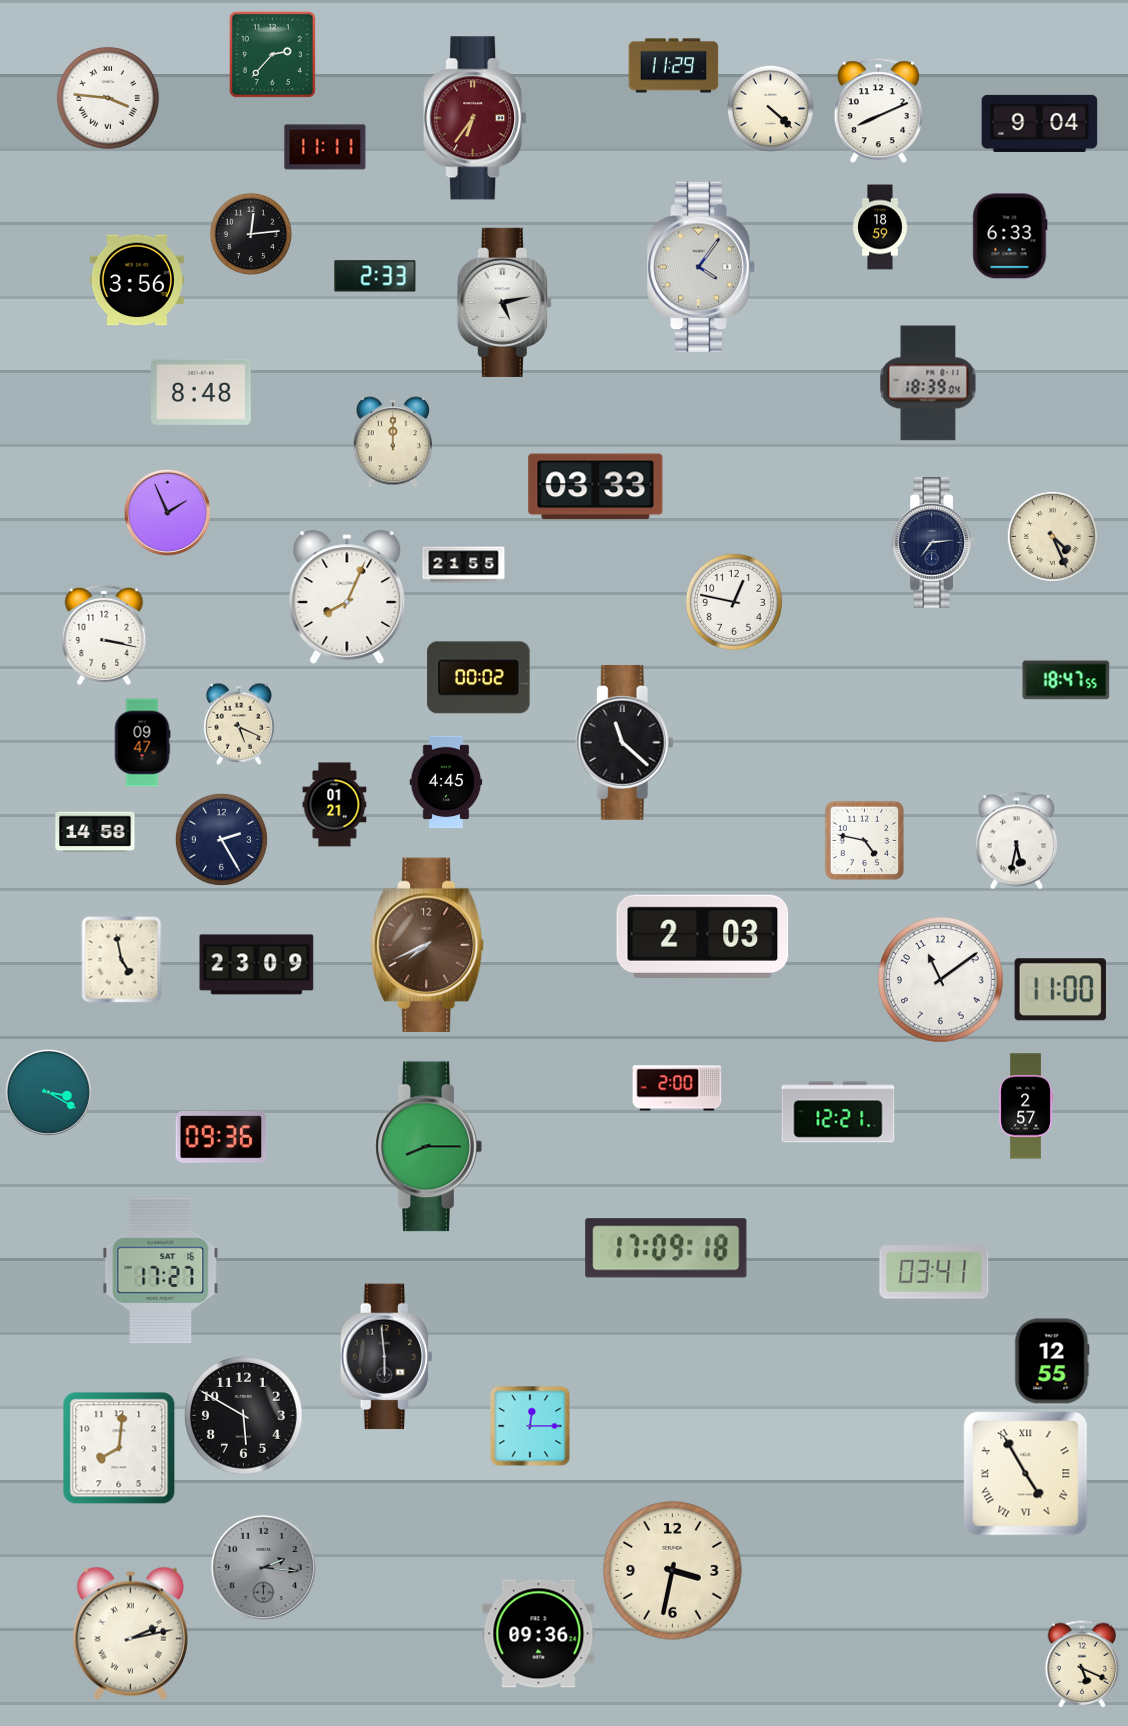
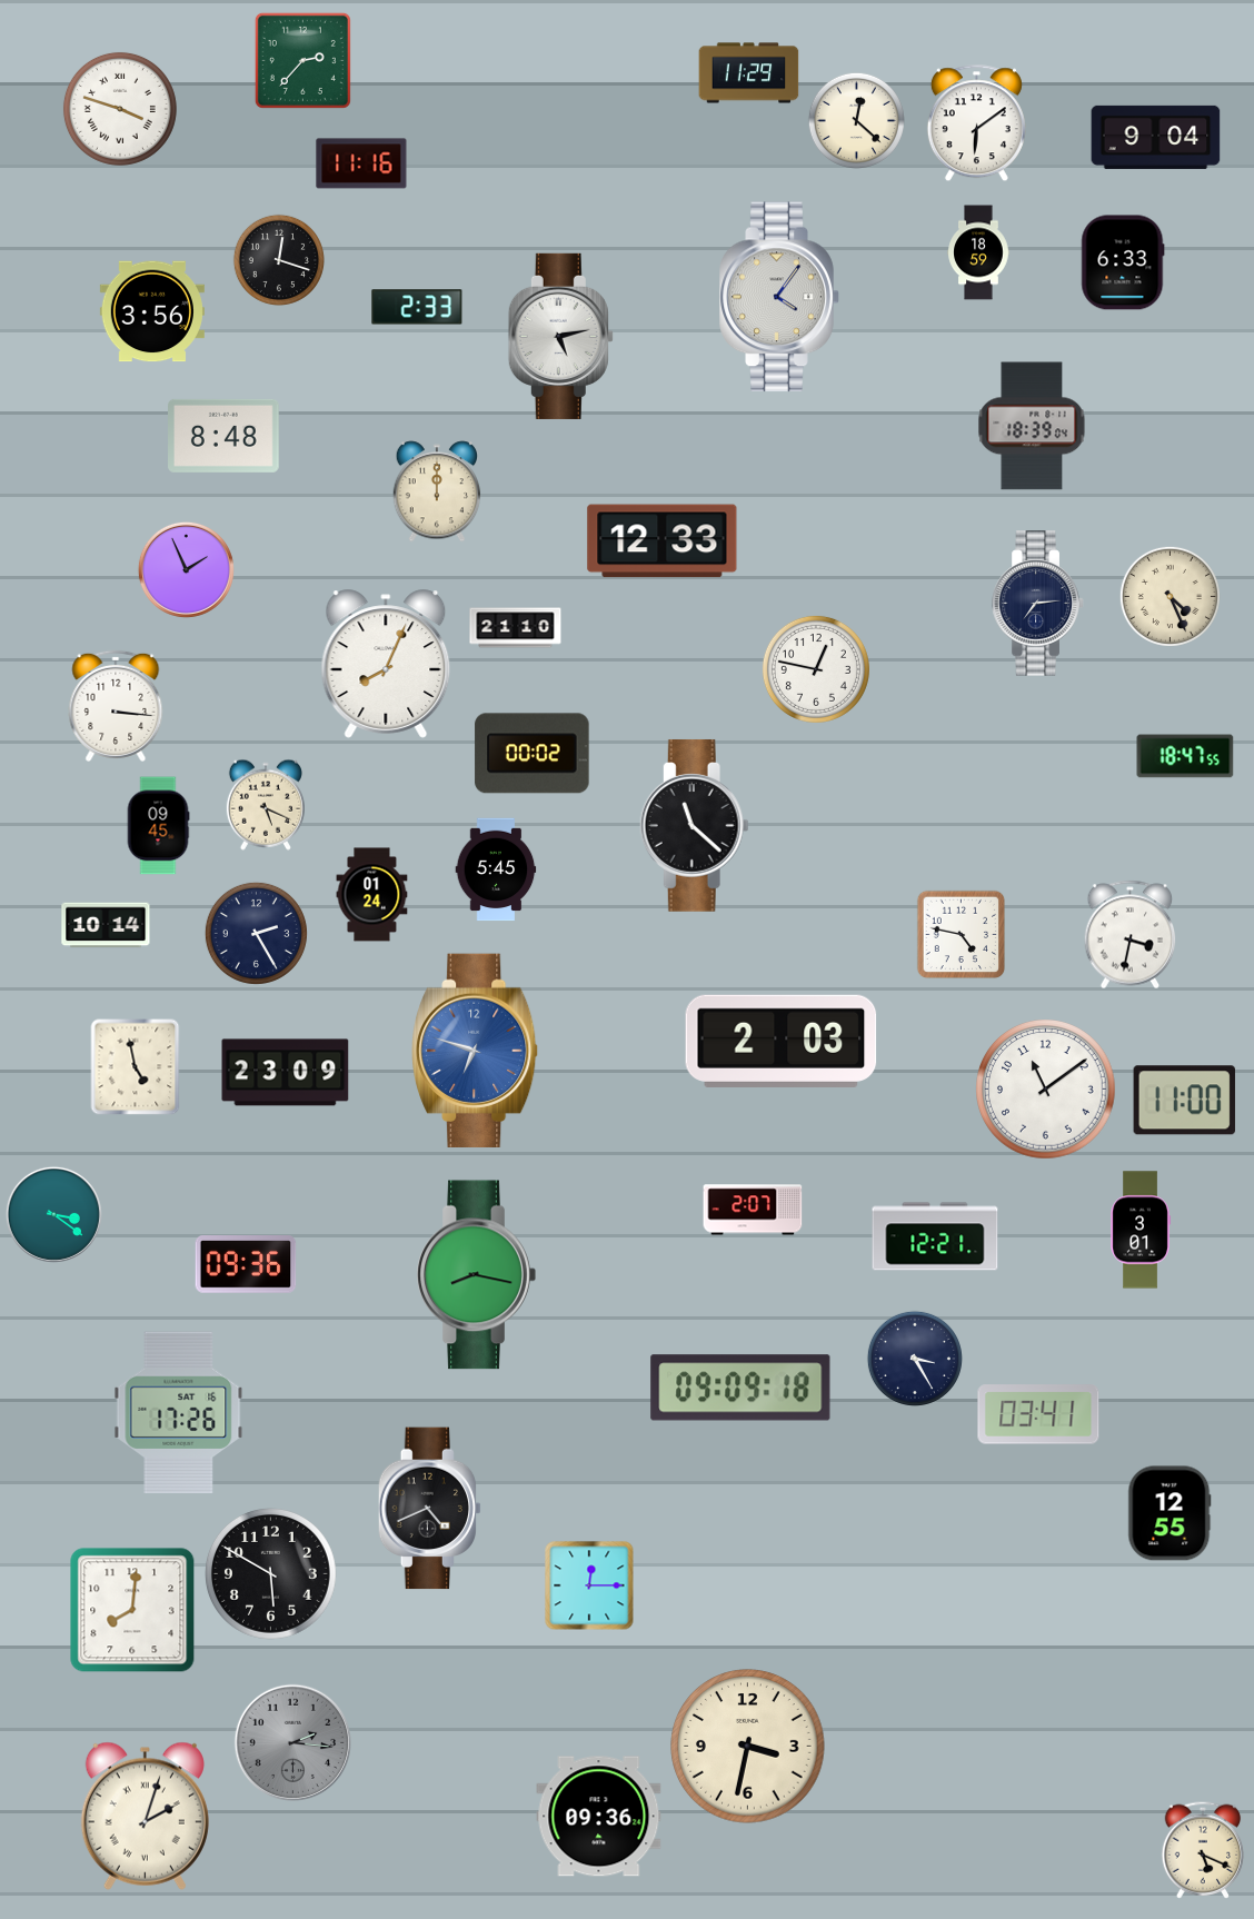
clock at (108, 98): 3:46 -> 3:48
clock at (770, 108): 4:22 -> 12:22
clock at (878, 111): 8:11 -> 6:09
clock at (475, 118): 6:36 -> none
clock at (325, 147): 11:11 -> 11:16
clock at (250, 233): 12:14 -> 12:18
clock at (596, 487): 03:33 -> 12:33
clock at (464, 565): 21:55 -> 21:10
clock at (104, 635): 3:17 -> 3:16
clock at (142, 743): 09:47 -> 09:45
clock at (446, 782): 4:45 -> 5:45
clock at (335, 805): 01:21 -> 01:24
clock at (95, 832): 14:58 -> 10:14
clock at (221, 839) position: (221, 839) -> (256, 933)
clock at (1017, 841): 5:32 -> 3:32
clock at (428, 944): 7:41 -> 6:48
clock at (428, 944) dial: brown -> blue
clock at (1060, 990) position: (1060, 990) -> (1184, 1101)
clock at (677, 1088): 2:00 -> 2:07
clock at (48, 1092): 3:20 -> 3:21
clock at (1026, 1106): 2:57 -> 3:01
clock at (838, 1112) position: (838, 1112) -> (935, 1236)
clock at (428, 1147): 8:15 -> 8:17
clock at (915, 1359): none -> 3:25
clock at (666, 1248): 17:09 -> 09:09
clock at (161, 1271): 17:27 -> 17:26
clock at (386, 1357): 5:59 -> 4:41
clock at (1026, 1474): 4:55 -> none
clock at (130, 1633): 2:13 -> 2:03
